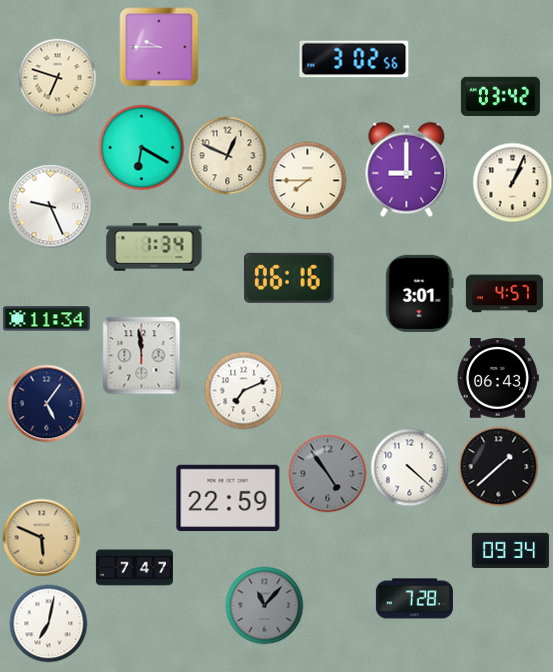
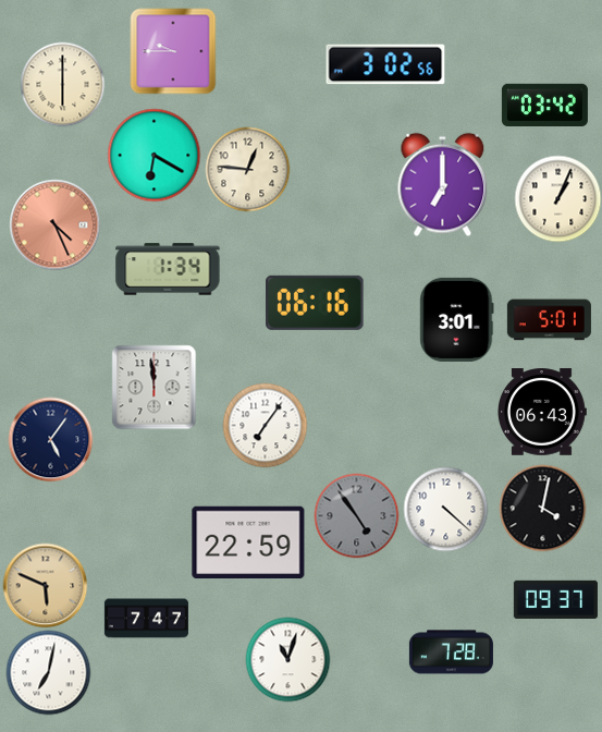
clock at (57, 77): 6:48 -> 6:00
clock at (141, 147) position: (141, 147) -> (153, 155)
clock at (227, 155): 12:49 -> 12:46
clock at (407, 169): 9:00 -> 7:00
clock at (307, 180): 7:45 -> none
clock at (50, 206): 9:26 -> 4:26
clock at (50, 206) dial: white -> salmon
clock at (504, 294): 4:57 -> 5:01
clock at (47, 319): 11:34 -> none
clock at (243, 390): 7:11 -> 7:06
clock at (498, 466): 1:38 -> 4:02
clock at (510, 550): 09:34 -> 09:37
clock at (264, 605): 11:07 -> 11:03
clock at (264, 605) dial: grey -> white
clock at (48, 623) position: (48, 623) -> (48, 672)
